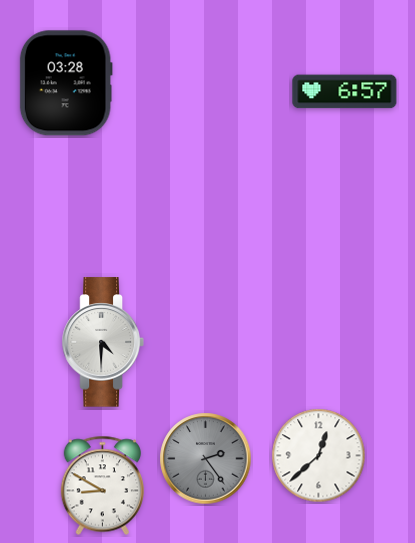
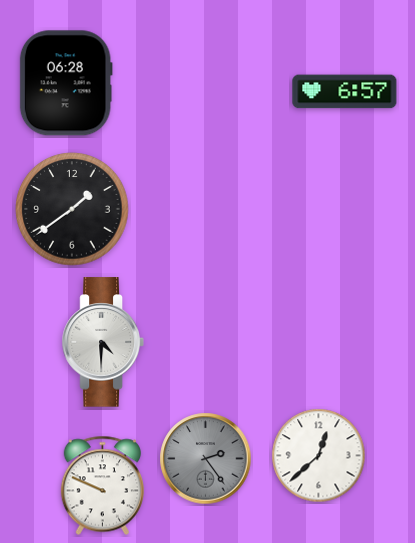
clock at (66, 83): 03:28 -> 06:28
clock at (72, 209): none -> 1:39
clock at (102, 486): 8:50 -> 9:49
